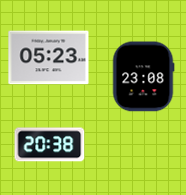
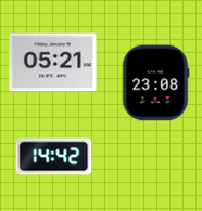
clock at (49, 58): 05:23 -> 05:21
clock at (50, 145): 20:38 -> 14:42
